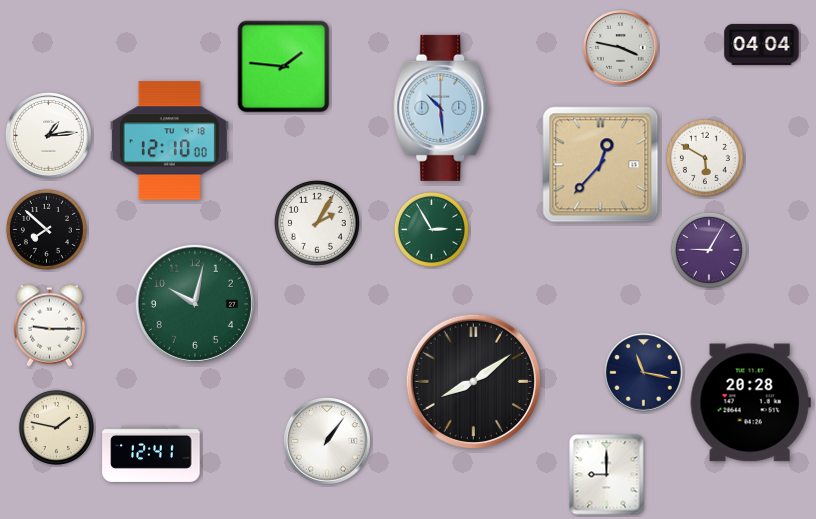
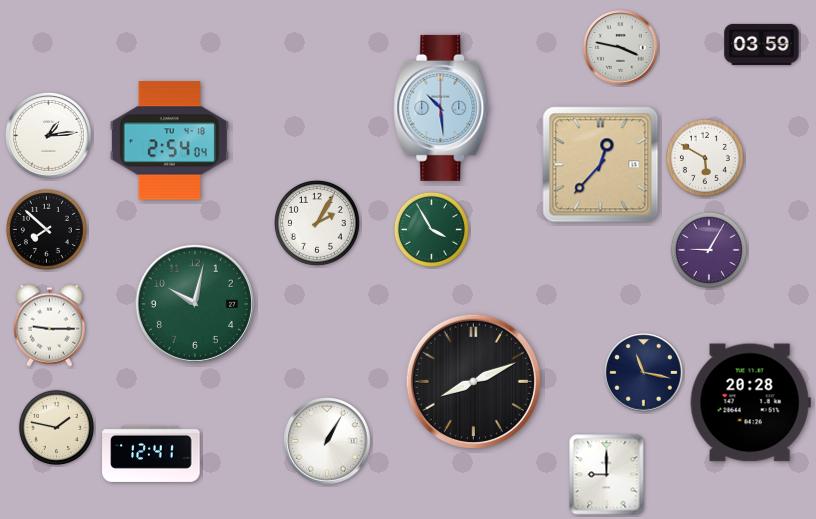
clock at (762, 44): 04:04 -> 03:59
clock at (284, 67): 1:46 -> none
clock at (169, 141): 12:10 -> 2:54
clock at (431, 229): 2:55 -> 3:55
clock at (473, 381): 8:09 -> 8:11
clock at (328, 442): 1:06 -> 1:05
